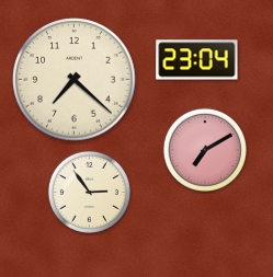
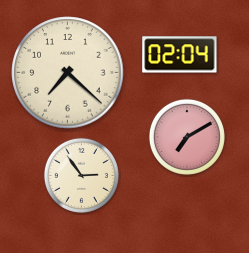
clock at (197, 60): 23:04 -> 02:04
